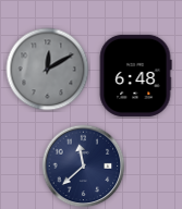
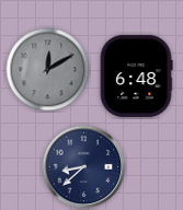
clock at (84, 167): 11:38 -> 8:38
